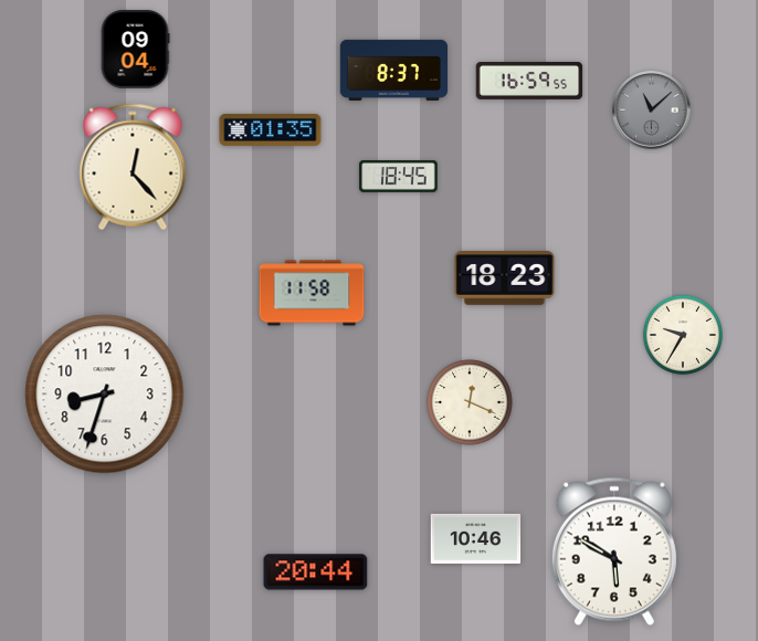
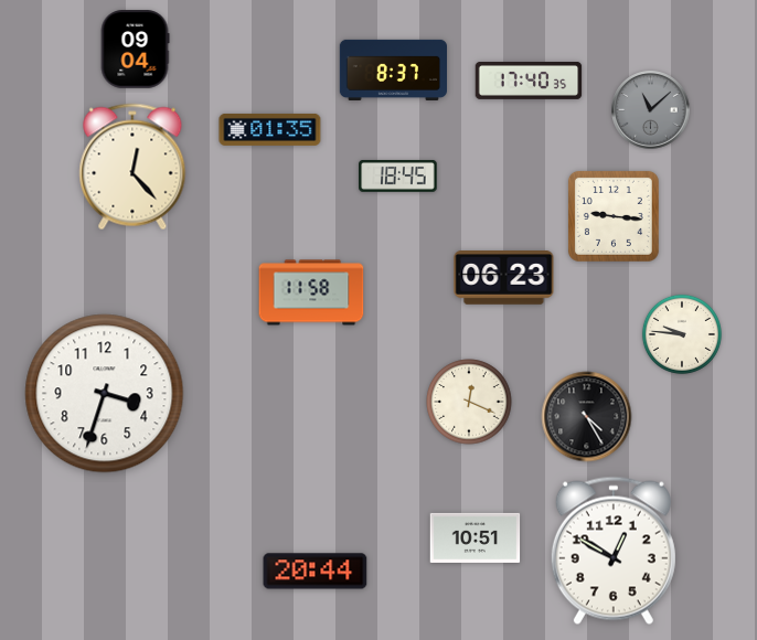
clock at (529, 81): 16:59 -> 17:40
clock at (614, 216): none -> 9:16
clock at (505, 279): 18:23 -> 06:23
clock at (683, 335): 9:35 -> 9:46
clock at (105, 395): 8:33 -> 3:33
clock at (587, 417): none -> 4:25
clock at (476, 538): 10:46 -> 10:51
clock at (614, 551): 5:50 -> 12:50
